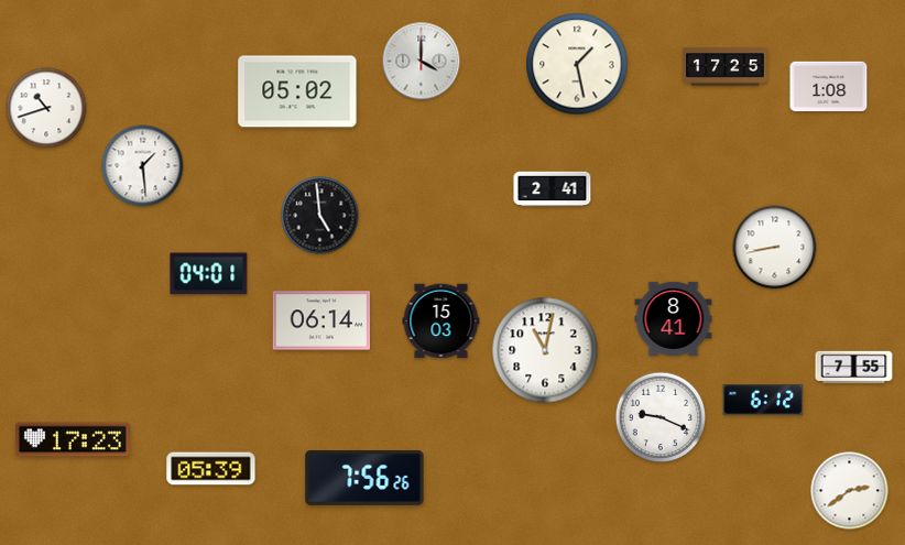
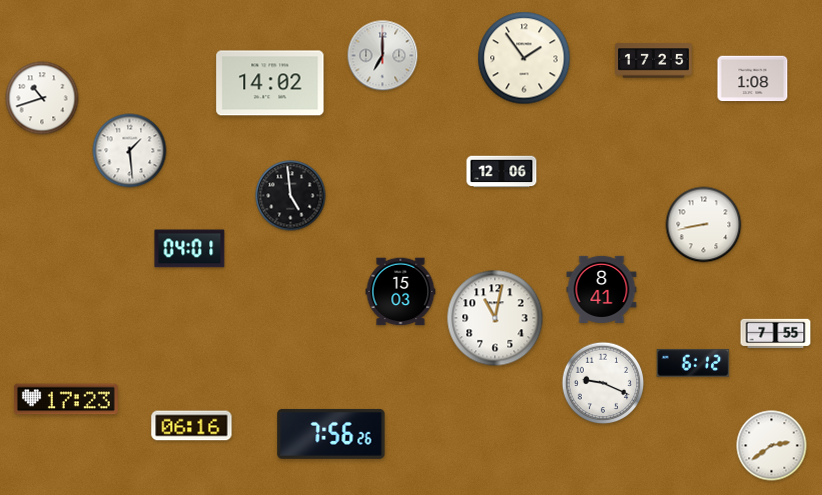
clock at (422, 62): 4:00 -> 7:00
clock at (577, 64): 1:28 -> 1:54
clock at (726, 67) position: (726, 67) -> (654, 61)
clock at (297, 91): 05:02 -> 14:02
clock at (553, 189): 2:41 -> 12:06
clock at (674, 318) position: (674, 318) -> (602, 289)
clock at (320, 320): 06:14 -> none
clock at (661, 417) position: (661, 417) -> (603, 383)
clock at (211, 469): 05:39 -> 06:16
